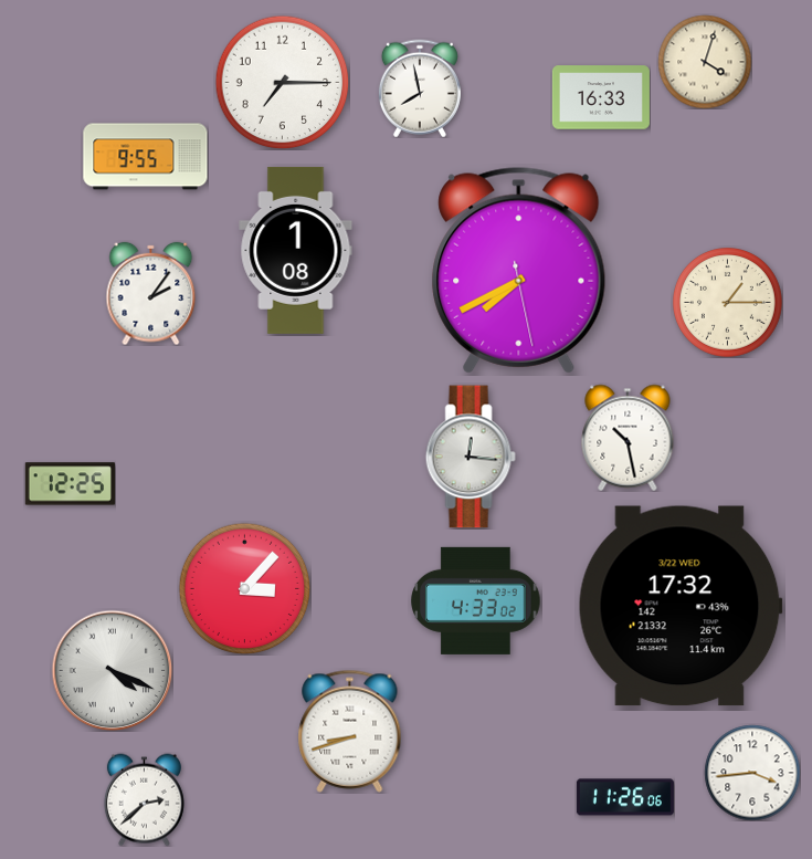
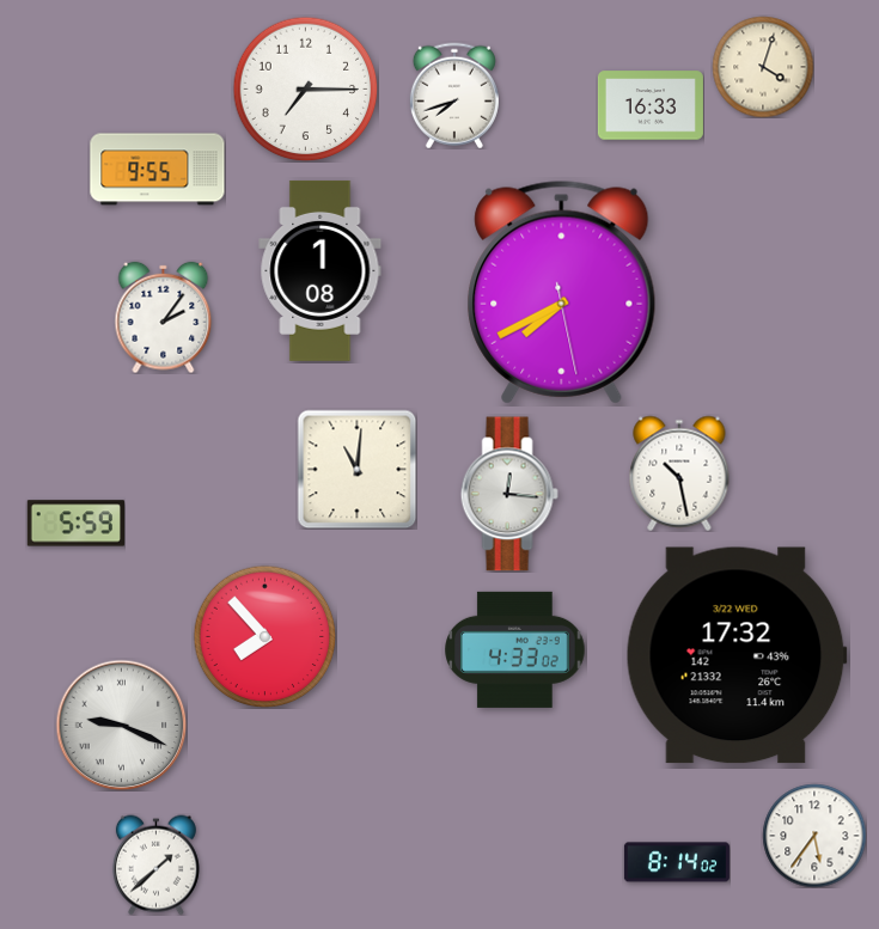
clock at (420, 88): 7:58 -> 7:42
clock at (728, 303): 1:15 -> none
clock at (356, 469): none -> 11:01
clock at (70, 484): 12:25 -> 5:59
clock at (244, 588): 3:07 -> 7:53
clock at (112, 670): 4:19 -> 9:19
clock at (350, 731): 8:42 -> none
clock at (752, 773): 3:44 -> 5:36
clock at (625, 797): 11:26 -> 8:14
clock at (144, 799): 2:38 -> 1:38
